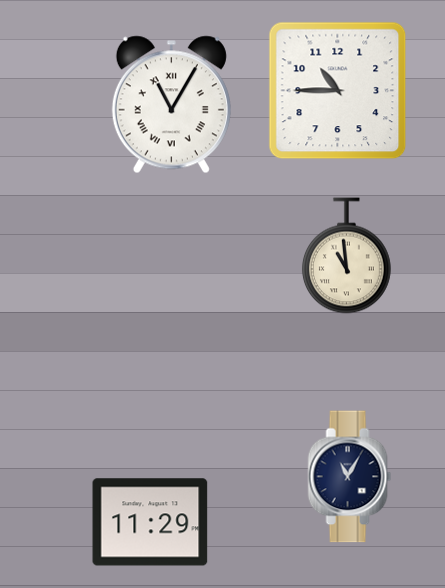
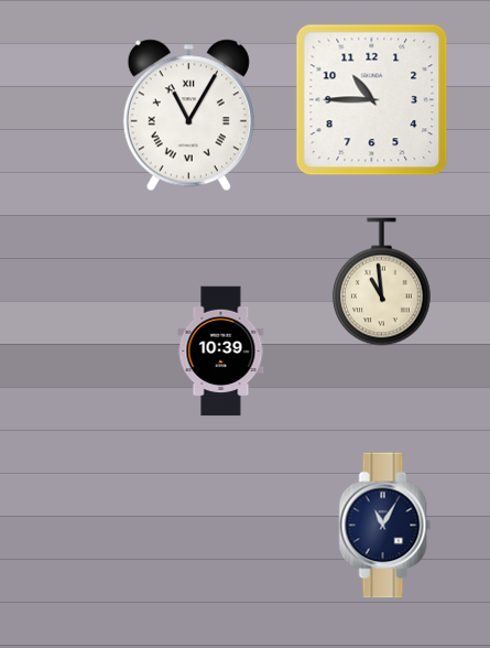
clock at (221, 352): none -> 10:39
clock at (150, 522): 11:29 -> none
